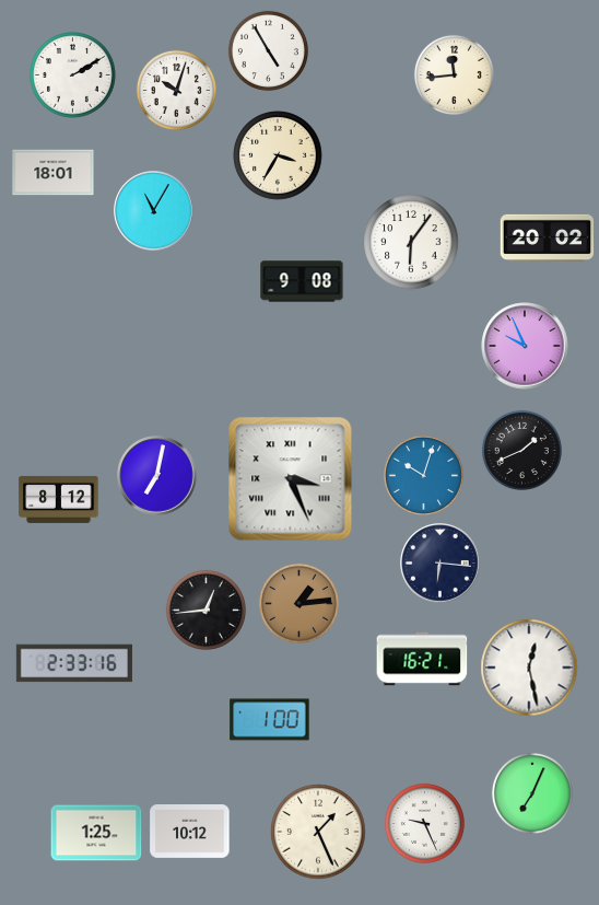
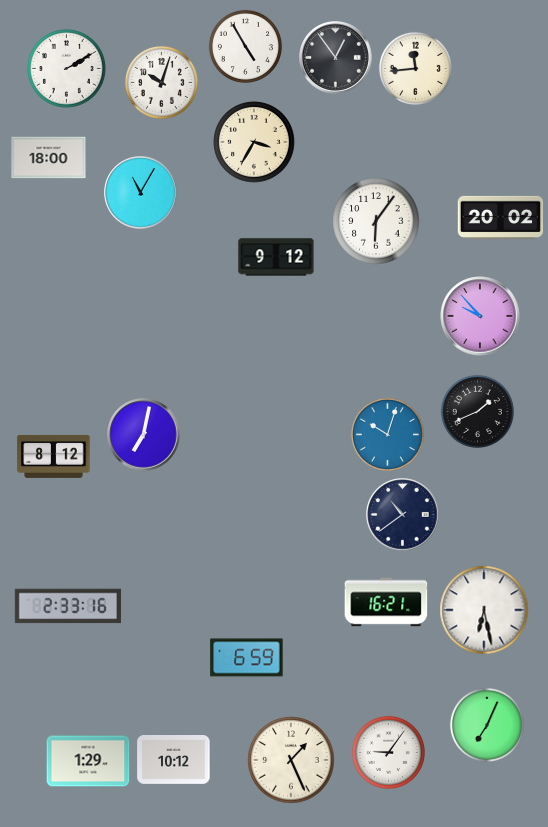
clock at (336, 58): none -> 12:54
clock at (54, 173): 18:01 -> 18:00
clock at (302, 281): 9:08 -> 9:12
clock at (525, 346): 9:56 -> 9:53
clock at (291, 479): 3:26 -> none
clock at (441, 564): 6:16 -> 10:39
clock at (298, 603): 1:14 -> none
clock at (205, 610): 12:44 -> none
clock at (529, 668): 12:28 -> 6:28
clock at (270, 720): 1:00 -> 6:59
clock at (424, 823): 9:26 -> 9:06
clock at (96, 833): 1:25 -> 1:29
